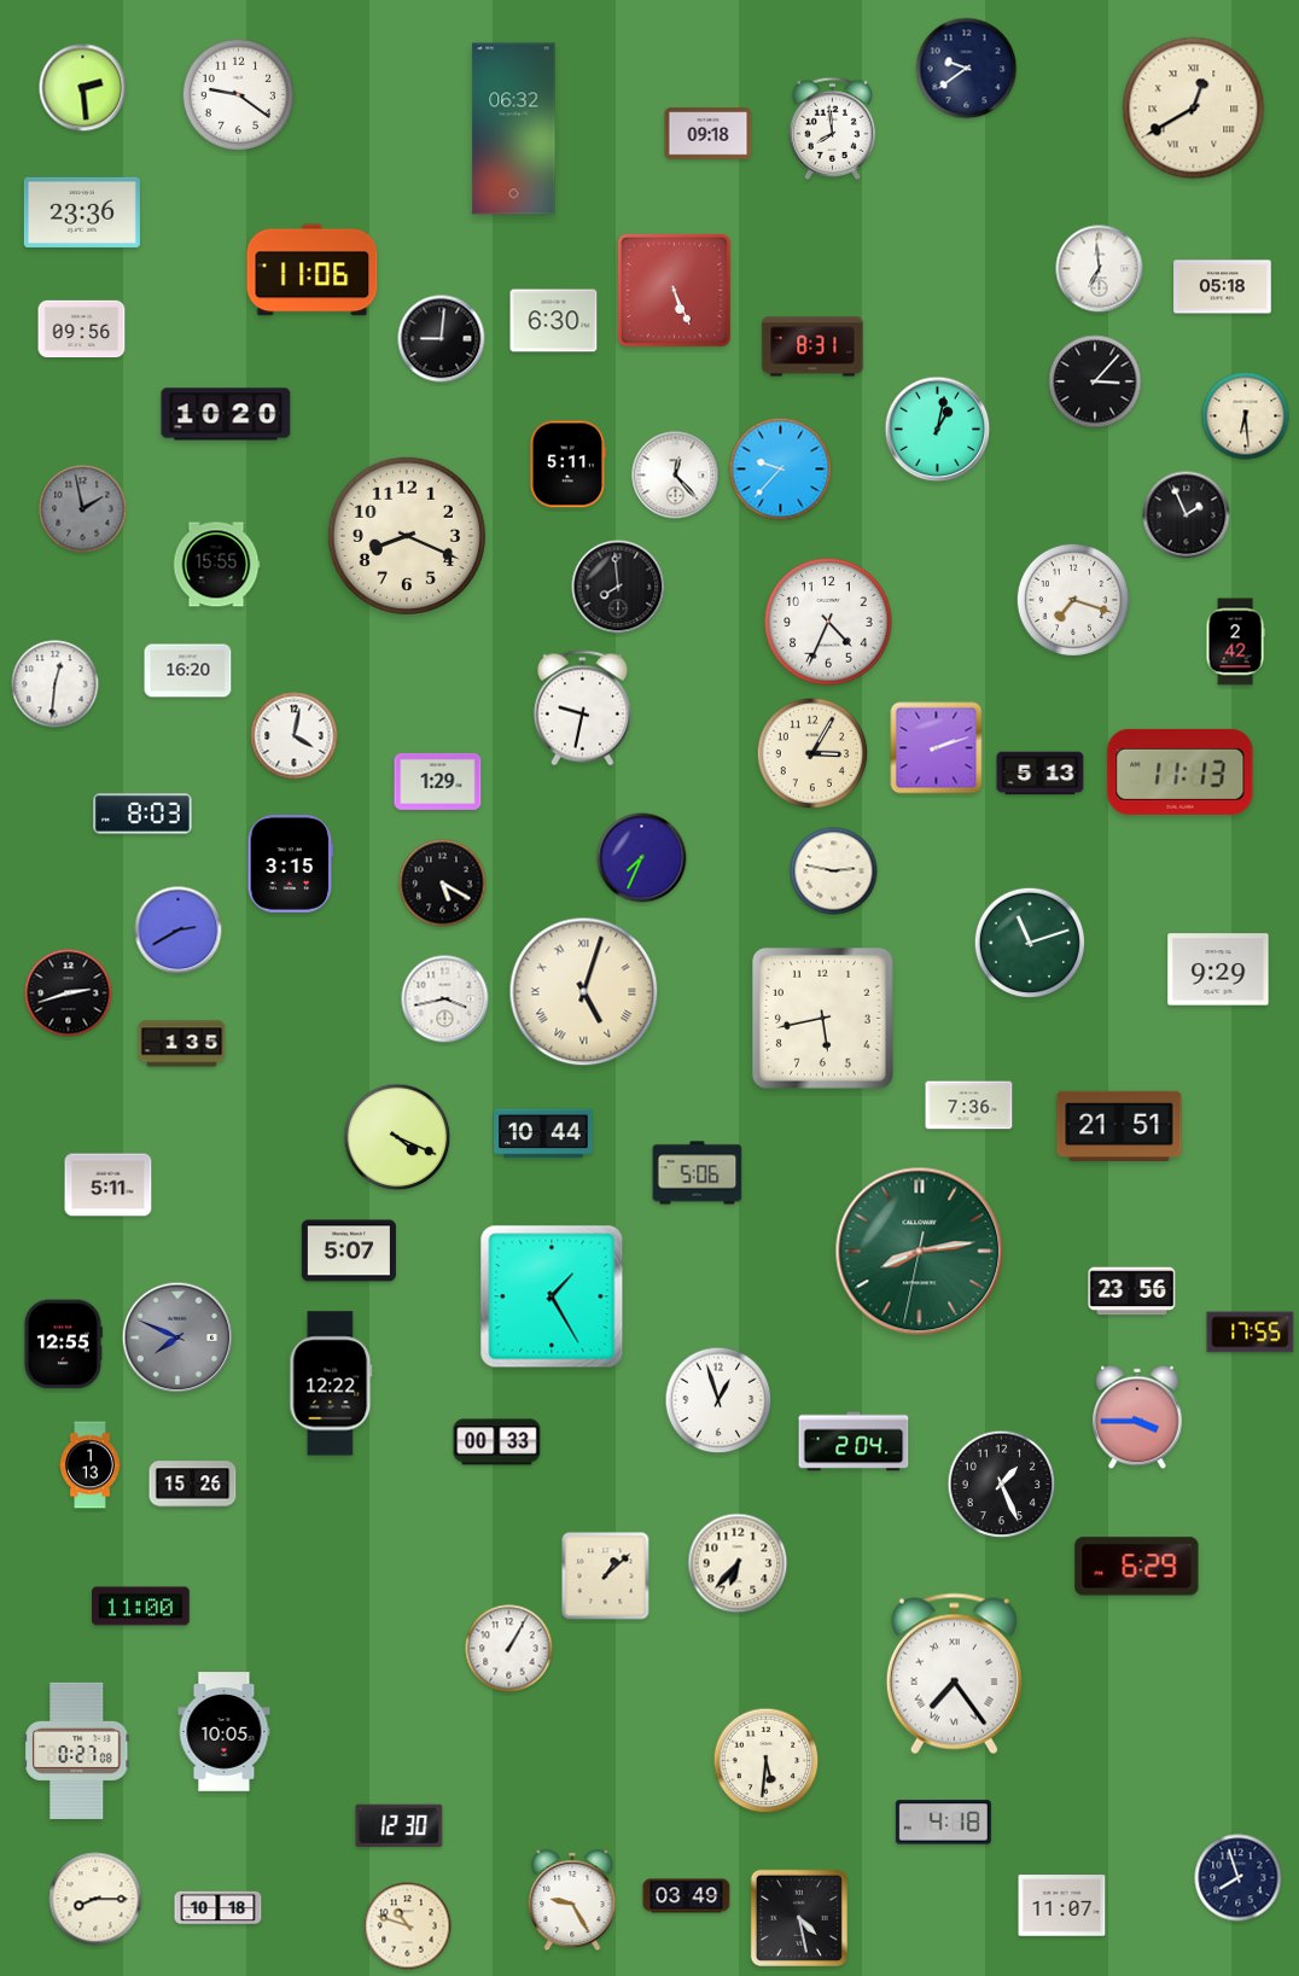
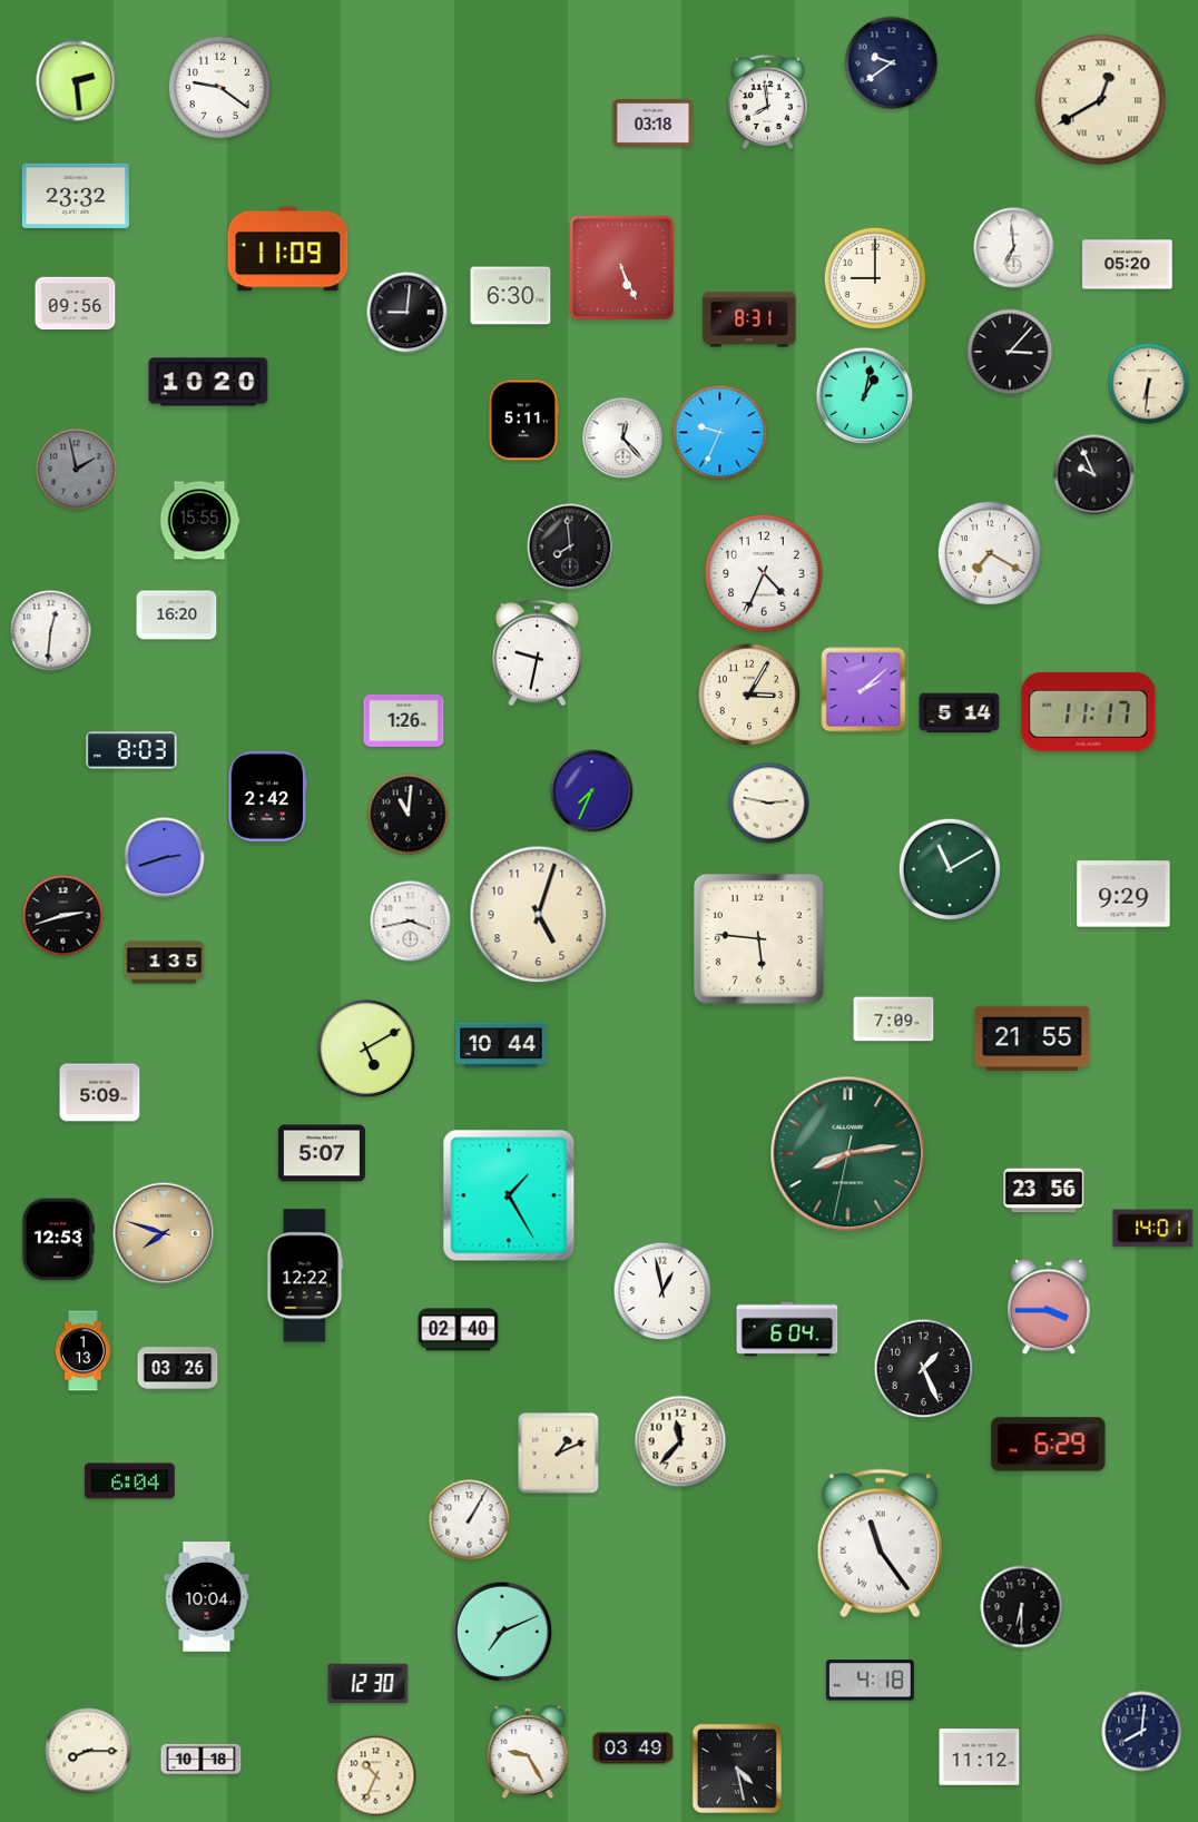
clock at (833, 128) position: (833, 128) -> (768, 101)
clock at (514, 129): 06:32 -> none
clock at (709, 134): 09:18 -> 03:18
clock at (82, 212): 23:36 -> 23:32
clock at (313, 270): 11:06 -> 11:09
clock at (1223, 287): 05:18 -> 05:20
clock at (875, 278): none -> 9:00
clock at (1246, 416): 6:29 -> 6:31
clock at (567, 465) position: (567, 465) -> (523, 421)
clock at (781, 470): 9:37 -> 9:34
clock at (1187, 515): 1:56 -> 9:56
clock at (407, 536): 8:19 -> none
clock at (618, 587) position: (618, 587) -> (570, 546)
clock at (1072, 599): 7:18 -> 7:20
clock at (1235, 642): 2:42 -> none
clock at (188, 671) position: (188, 671) -> (177, 615)
clock at (295, 736): 4:02 -> none
clock at (937, 748): 2:12 -> 2:08
clock at (1181, 771): 11:13 -> 11:17
clock at (1041, 774): 5:13 -> 5:14
clock at (438, 781): 1:29 -> 1:26
clock at (291, 864): 3:15 -> 2:42
clock at (443, 884): 5:20 -> 11:01
clock at (179, 931): 2:40 -> 2:42
clock at (1030, 943): 11:12 -> 11:10
clock at (584, 992) numerals: Roman -> Arabic
clock at (822, 1018): 5:43 -> 5:46
clock at (182, 1044) position: (182, 1044) -> (165, 963)
clock at (969, 1106): 7:36 -> 7:09
clock at (1119, 1125): 21:51 -> 21:55
clock at (397, 1137): 4:19 -> 5:10
clock at (698, 1173): 5:06 -> none
clock at (109, 1185): 5:11 -> 5:09
clock at (1251, 1333): 17:55 -> 14:01
clock at (177, 1337): 7:49 -> 7:48
clock at (177, 1337) dial: grey -> champagne
clock at (63, 1345): 12:55 -> 12:53
clock at (718, 1400): 12:57 -> 12:58
clock at (854, 1441): 2:04 -> 6:04
clock at (497, 1442): 00:33 -> 02:40
clock at (193, 1485): 15:26 -> 03:26
clock at (738, 1563): 6:37 -> 11:37
clock at (606, 1576): 1:08 -> 1:11
clock at (141, 1607): 11:00 -> 6:04
clock at (954, 1674): 7:24 -> 11:24
clock at (225, 1732): 10:05 -> 10:04
clock at (1022, 1607): none -> 6:30
clock at (77, 1750): 0:27 -> none
clock at (767, 1761): 5:31 -> none
clock at (502, 1632): none -> 7:11
clock at (1239, 1878): 7:57 -> 8:01
clock at (1062, 1906): 11:07 -> 11:12
clock at (408, 1927): 10:48 -> 10:34
